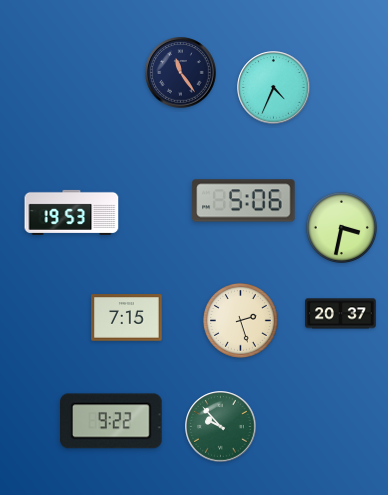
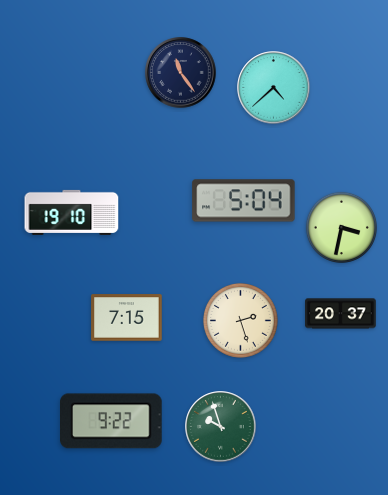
clock at (274, 88): 4:34 -> 4:38
clock at (244, 201): 5:06 -> 5:04
clock at (72, 212): 19:53 -> 19:10
clock at (221, 427): 9:53 -> 9:57
